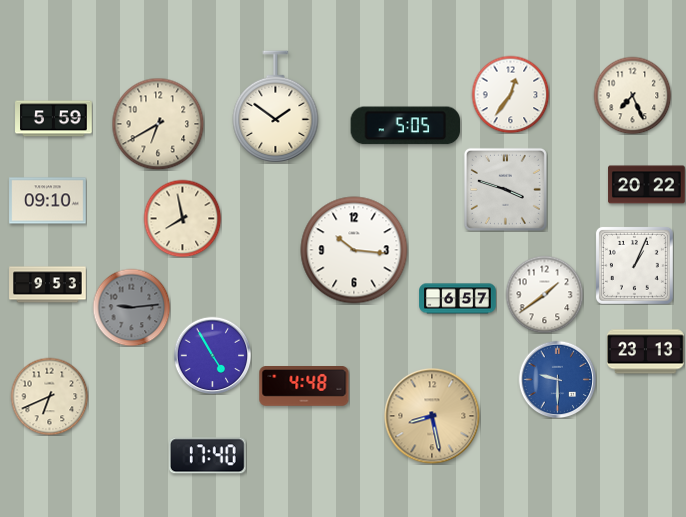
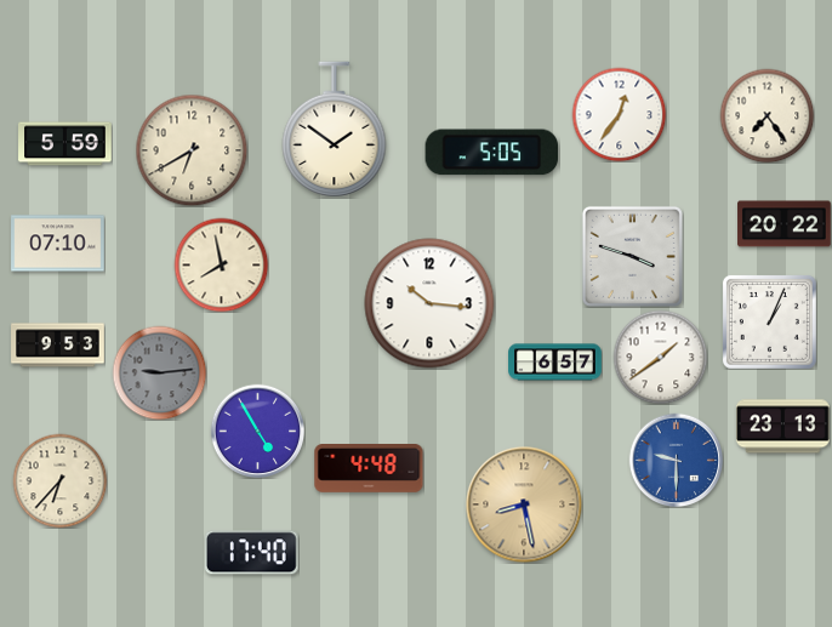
clock at (632, 95): 7:26 -> 7:24
clock at (505, 189) position: (505, 189) -> (632, 256)
clock at (48, 201): 09:10 -> 07:10
clock at (49, 396): 6:41 -> 6:37
